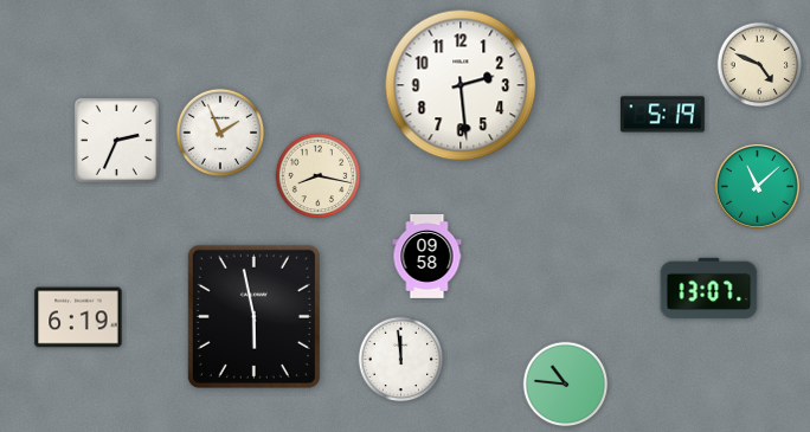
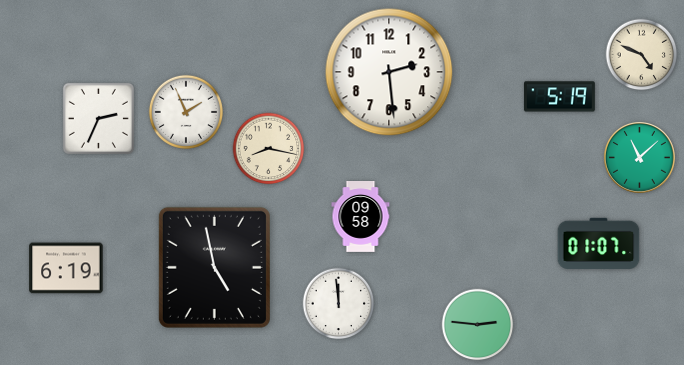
clock at (709, 288): 13:07 -> 01:07
clock at (253, 316): 5:58 -> 4:58
clock at (566, 385): 10:46 -> 2:46
